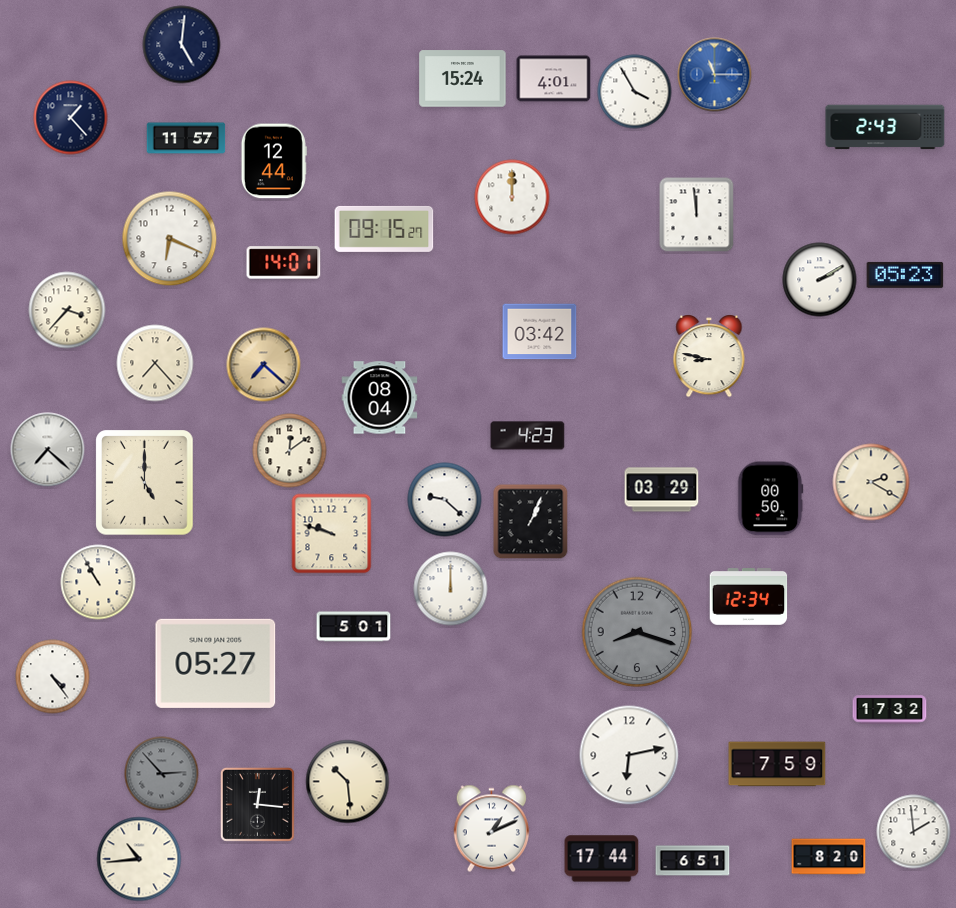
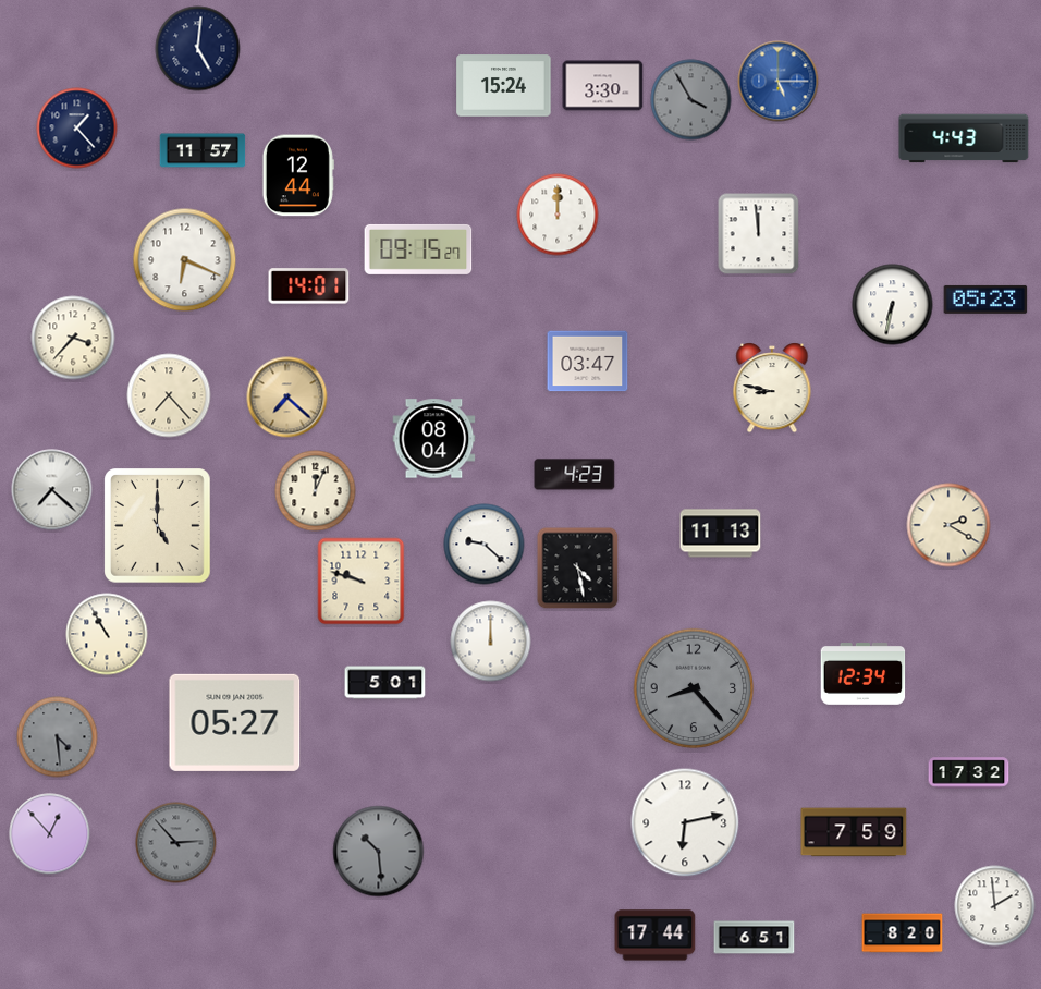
clock at (715, 75): 11:15 -> 5:15
clock at (554, 79): 4:01 -> 3:30
clock at (635, 92) dial: white -> grey
clock at (885, 127): 2:43 -> 4:43
clock at (820, 280): 2:10 -> 6:32
clock at (540, 332): 03:42 -> 03:47
clock at (380, 398) position: (380, 398) -> (434, 439)
clock at (290, 451): 12:09 -> 12:04
clock at (662, 490): 03:29 -> 11:13
clock at (771, 499): 00:50 -> none
clock at (531, 522): 1:04 -> 4:28
clock at (749, 597) position: (749, 597) -> (864, 674)
clock at (637, 632): 8:18 -> 8:23
clock at (53, 677): 4:24 -> 4:29
clock at (53, 677) dial: white -> grey
clock at (777, 764) position: (777, 764) -> (854, 832)
clock at (50, 834): none -> 12:53
clock at (348, 782) dial: cream -> grey
clock at (257, 804): 12:16 -> none
clock at (491, 829): 1:11 -> none
clock at (139, 859): 10:44 -> none
